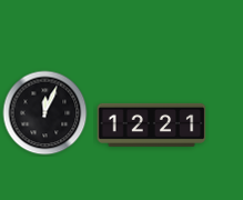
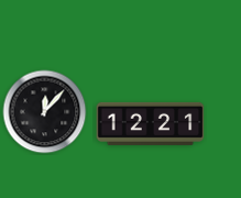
clock at (45, 113): 12:04 -> 12:07
